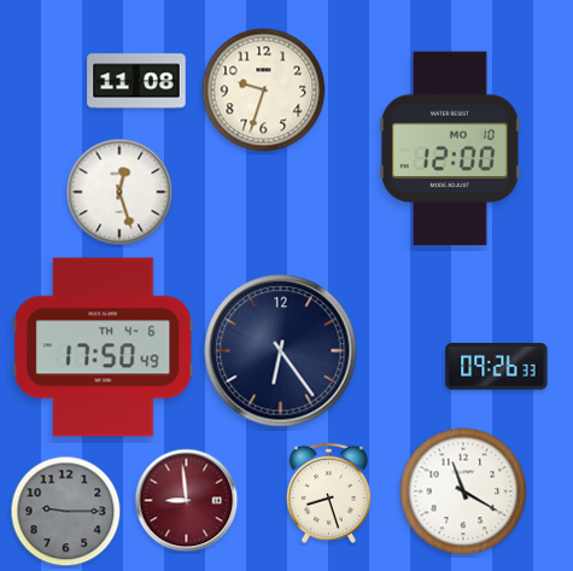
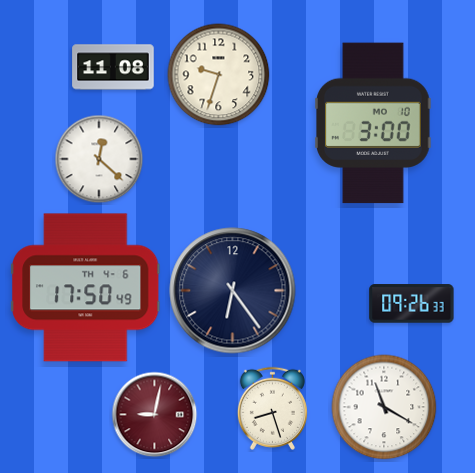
clock at (450, 148): 12:00 -> 3:00
clock at (119, 192): 12:27 -> 12:22
clock at (187, 501): 8:59 -> 9:02
clock at (66, 512): 9:15 -> none
